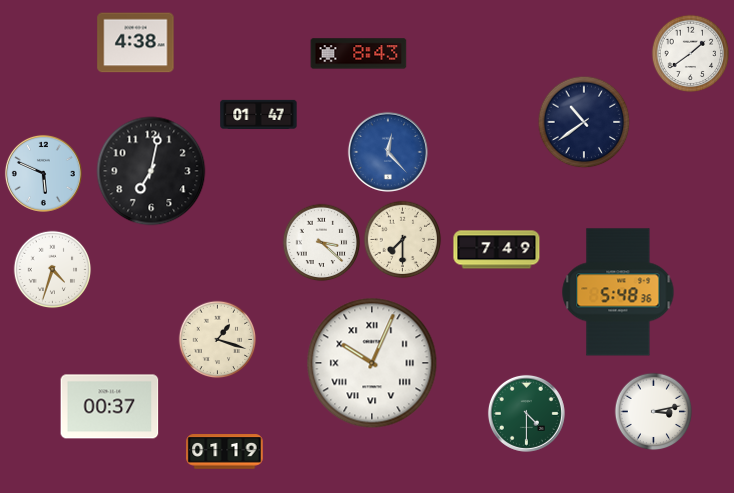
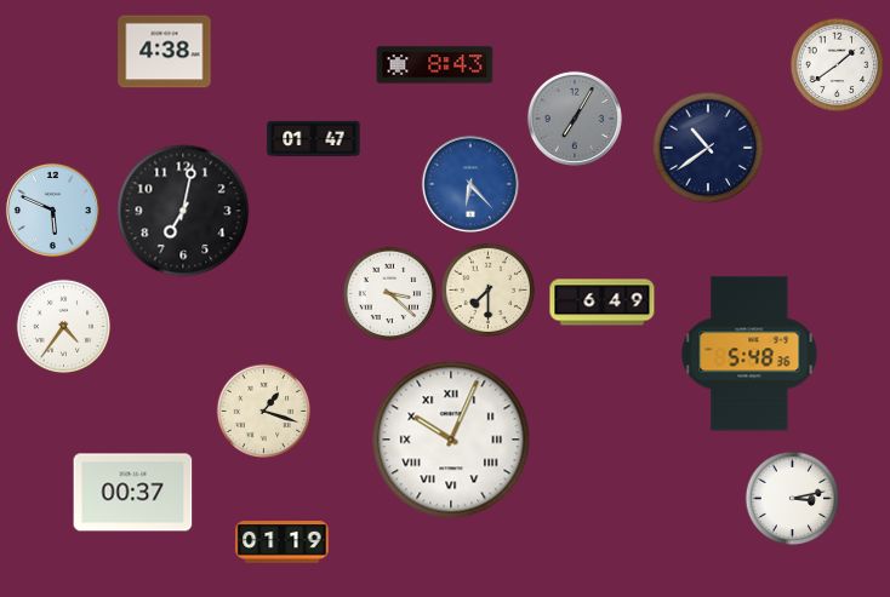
clock at (575, 119): none -> 7:05
clock at (388, 152): 12:23 -> 6:23
clock at (151, 171) position: (151, 171) -> (183, 211)
clock at (497, 250): 7:49 -> 6:49
clock at (52, 269): 4:33 -> 4:36
clock at (526, 413): 4:30 -> none
clock at (225, 452) position: (225, 452) -> (283, 543)
